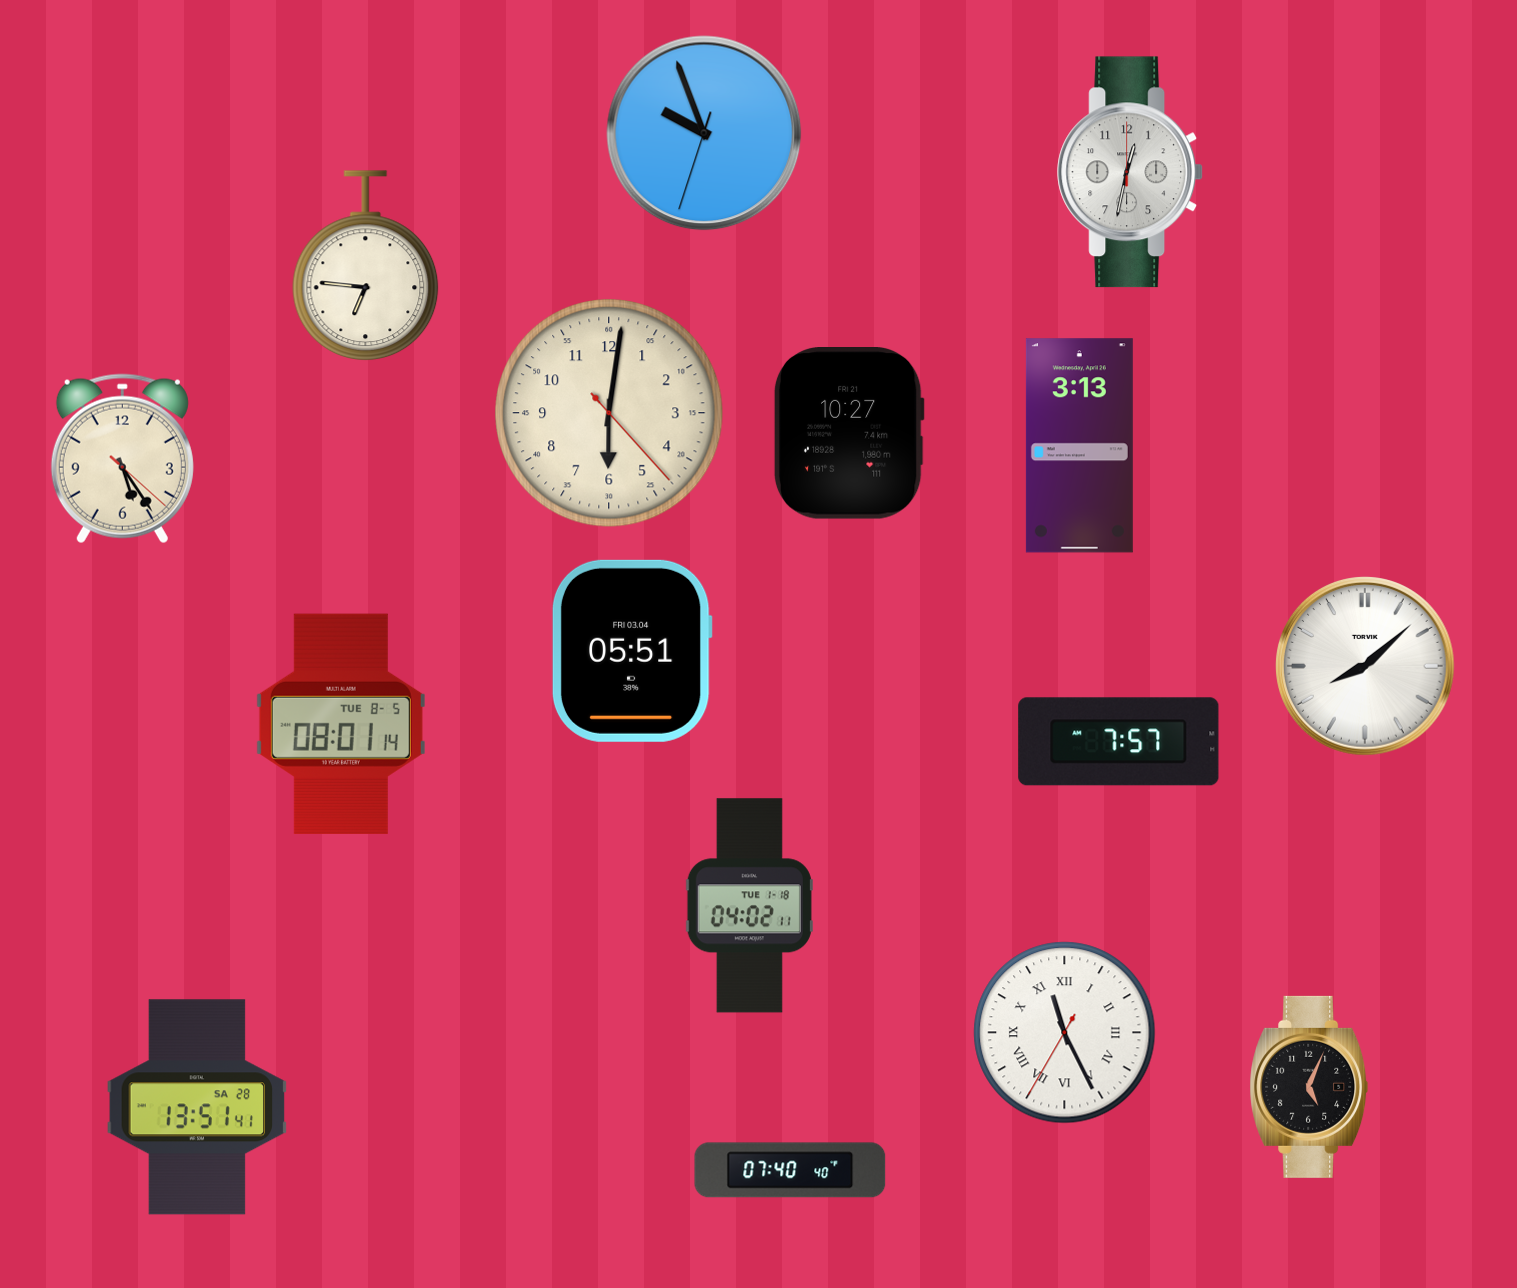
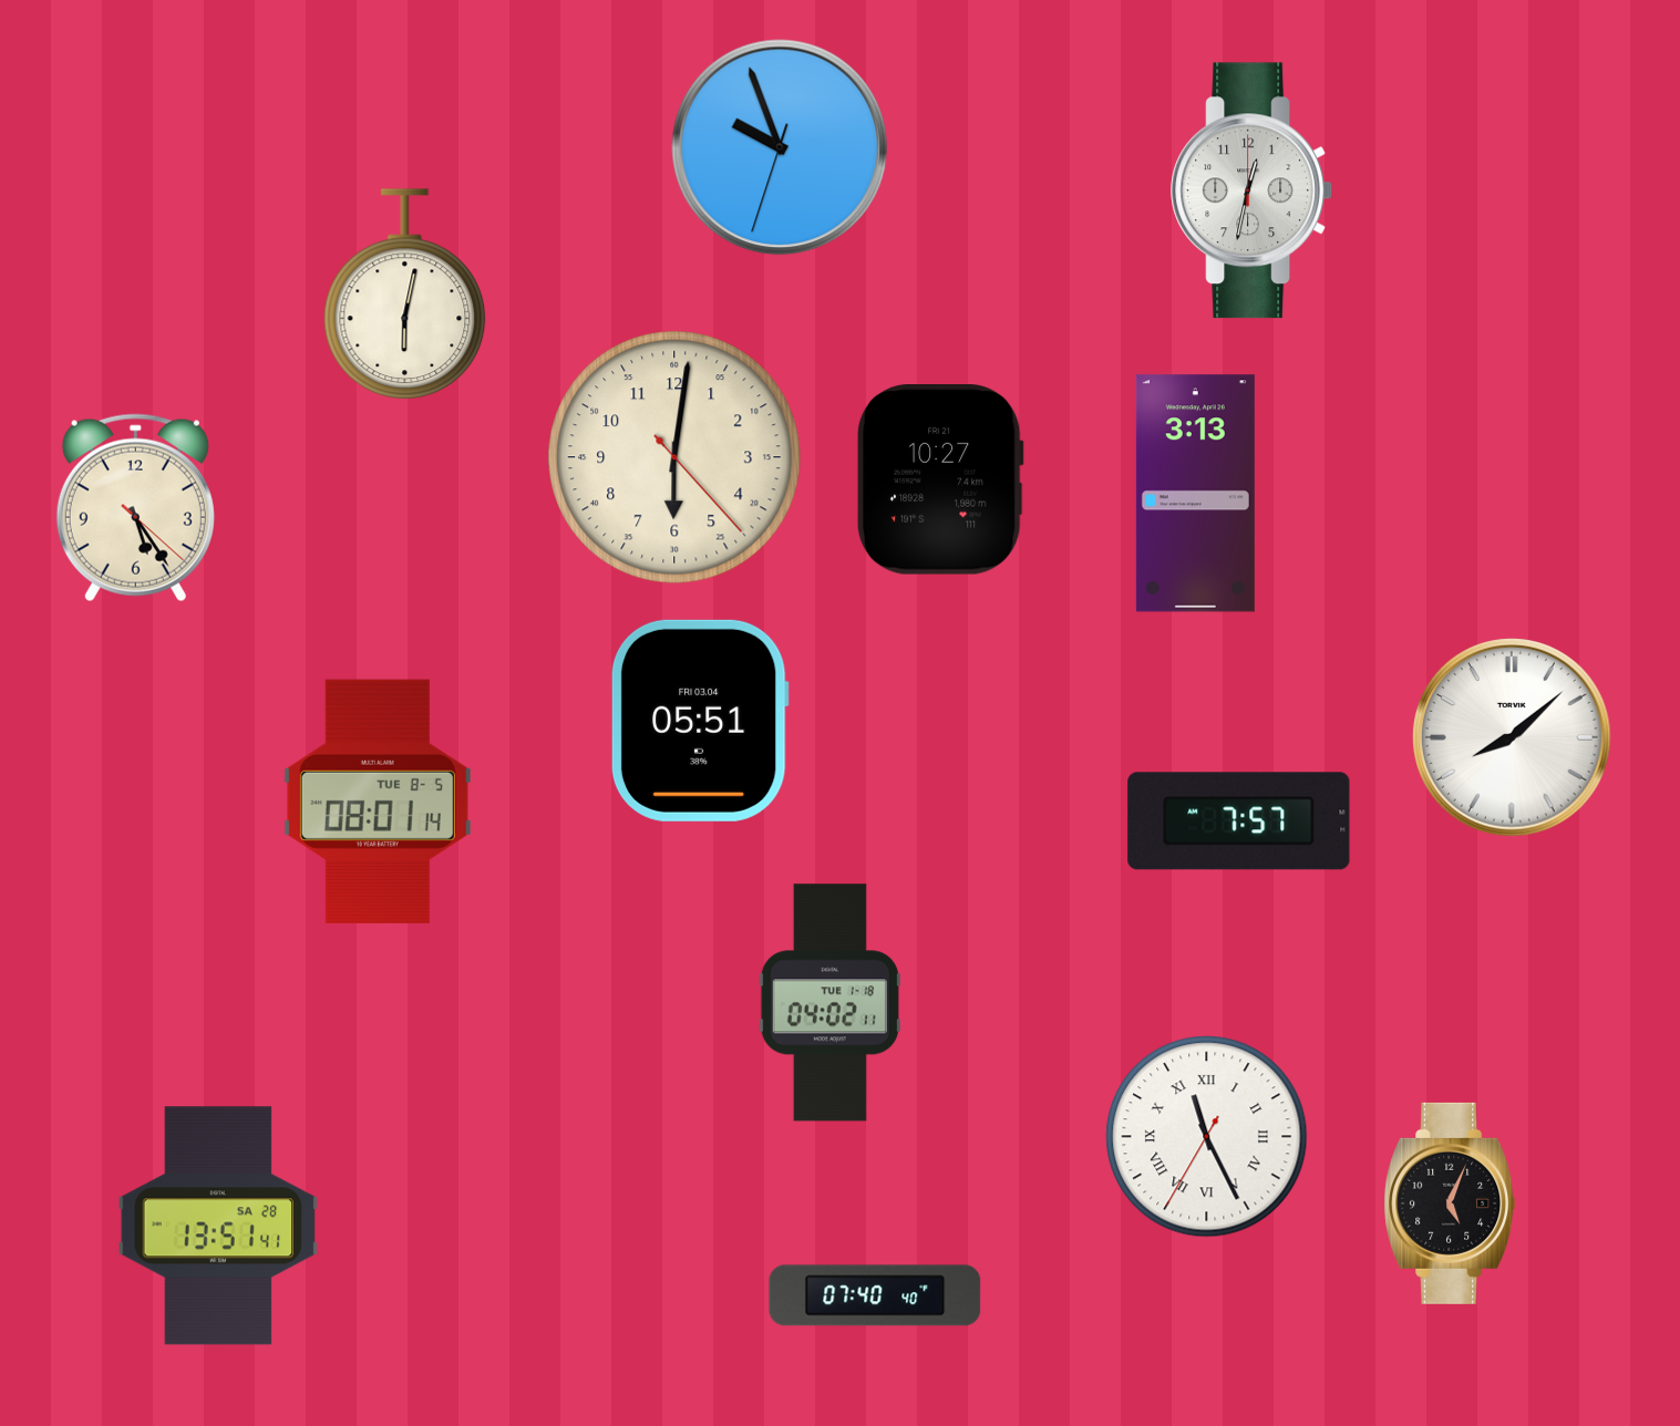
clock at (366, 266): 6:46 -> 6:02
clock at (1065, 1033) position: (1065, 1033) -> (1207, 1137)
